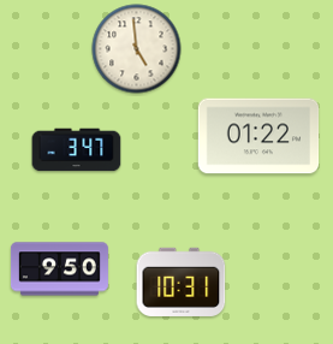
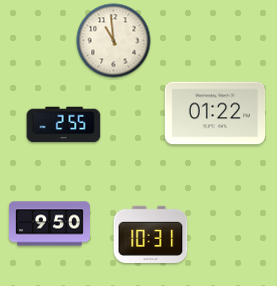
clock at (137, 49): 4:59 -> 10:59
clock at (77, 150): 3:47 -> 2:55
